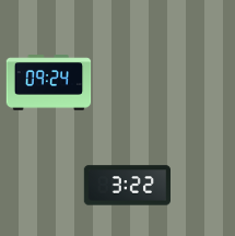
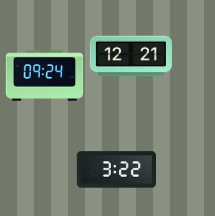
clock at (131, 56): none -> 12:21
